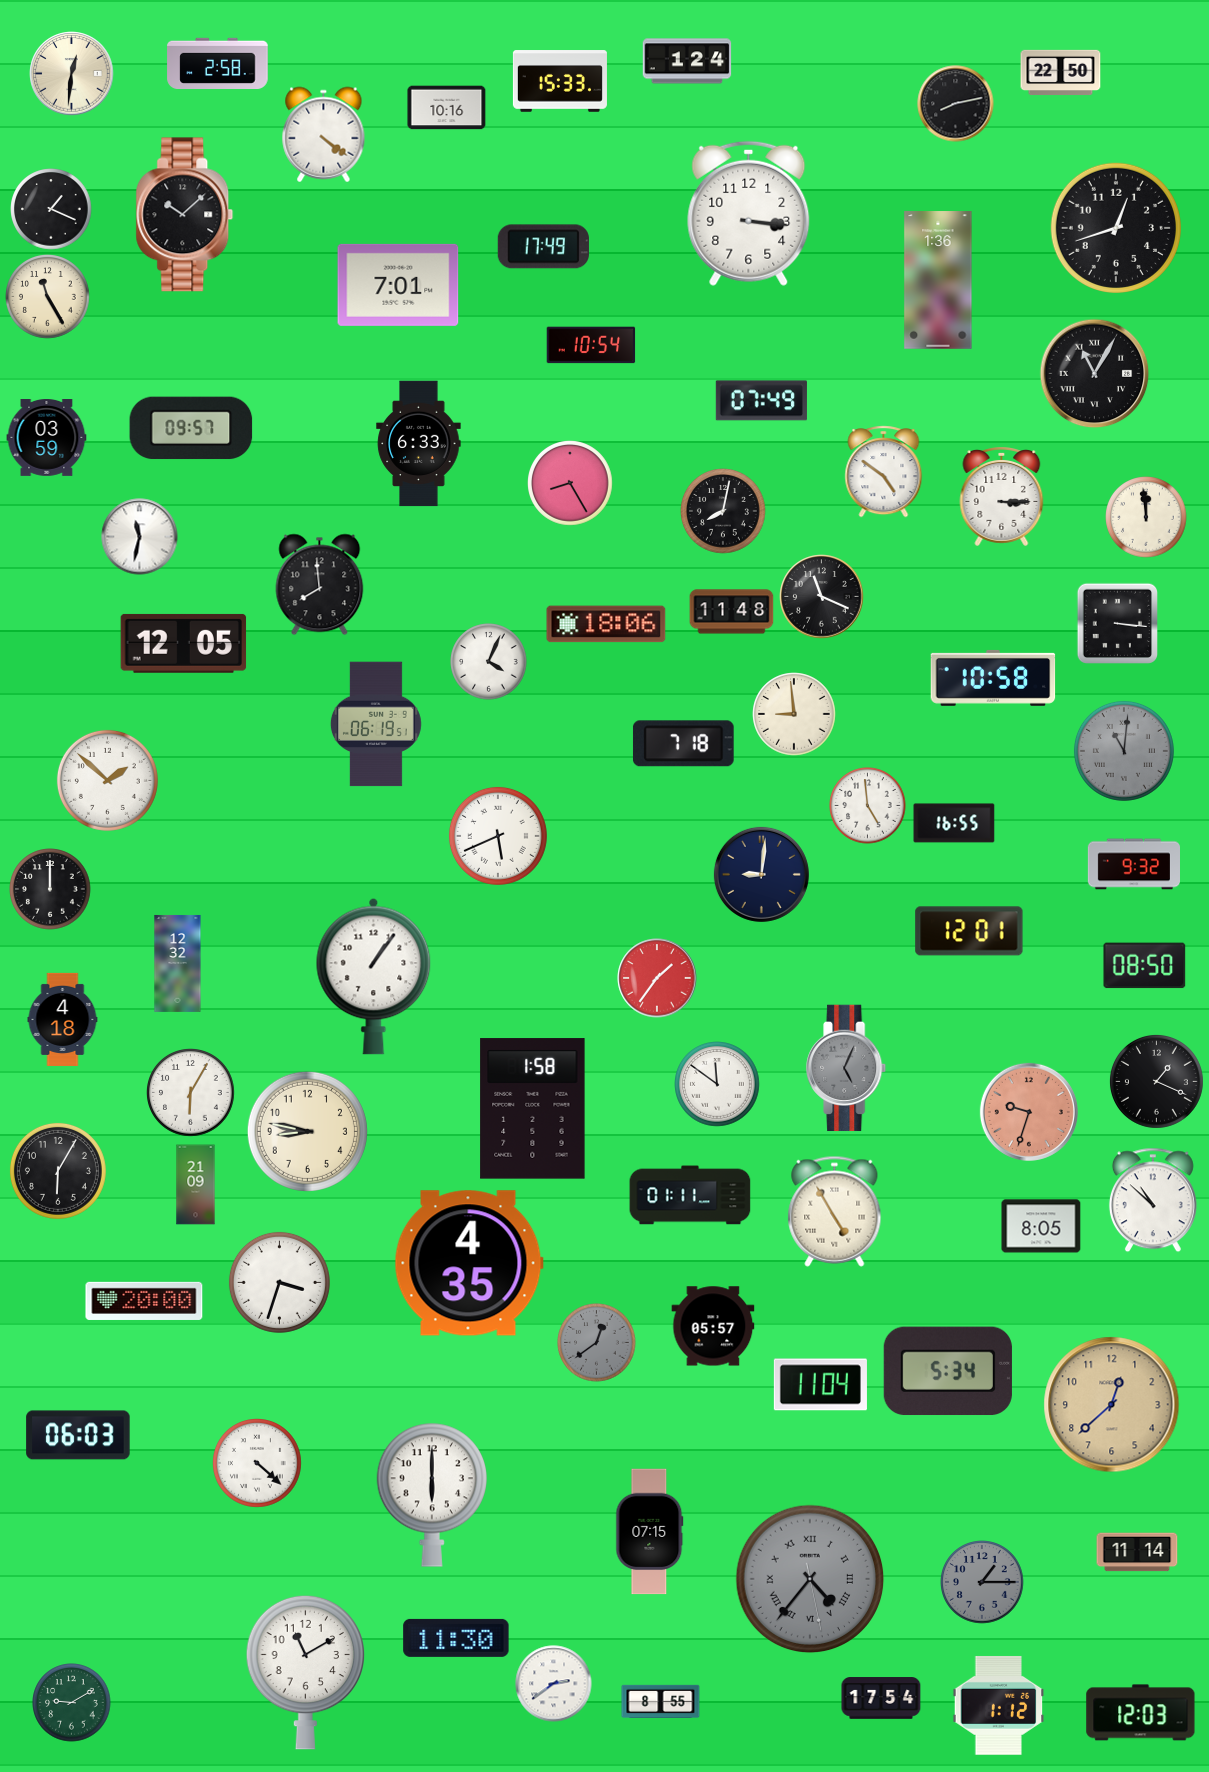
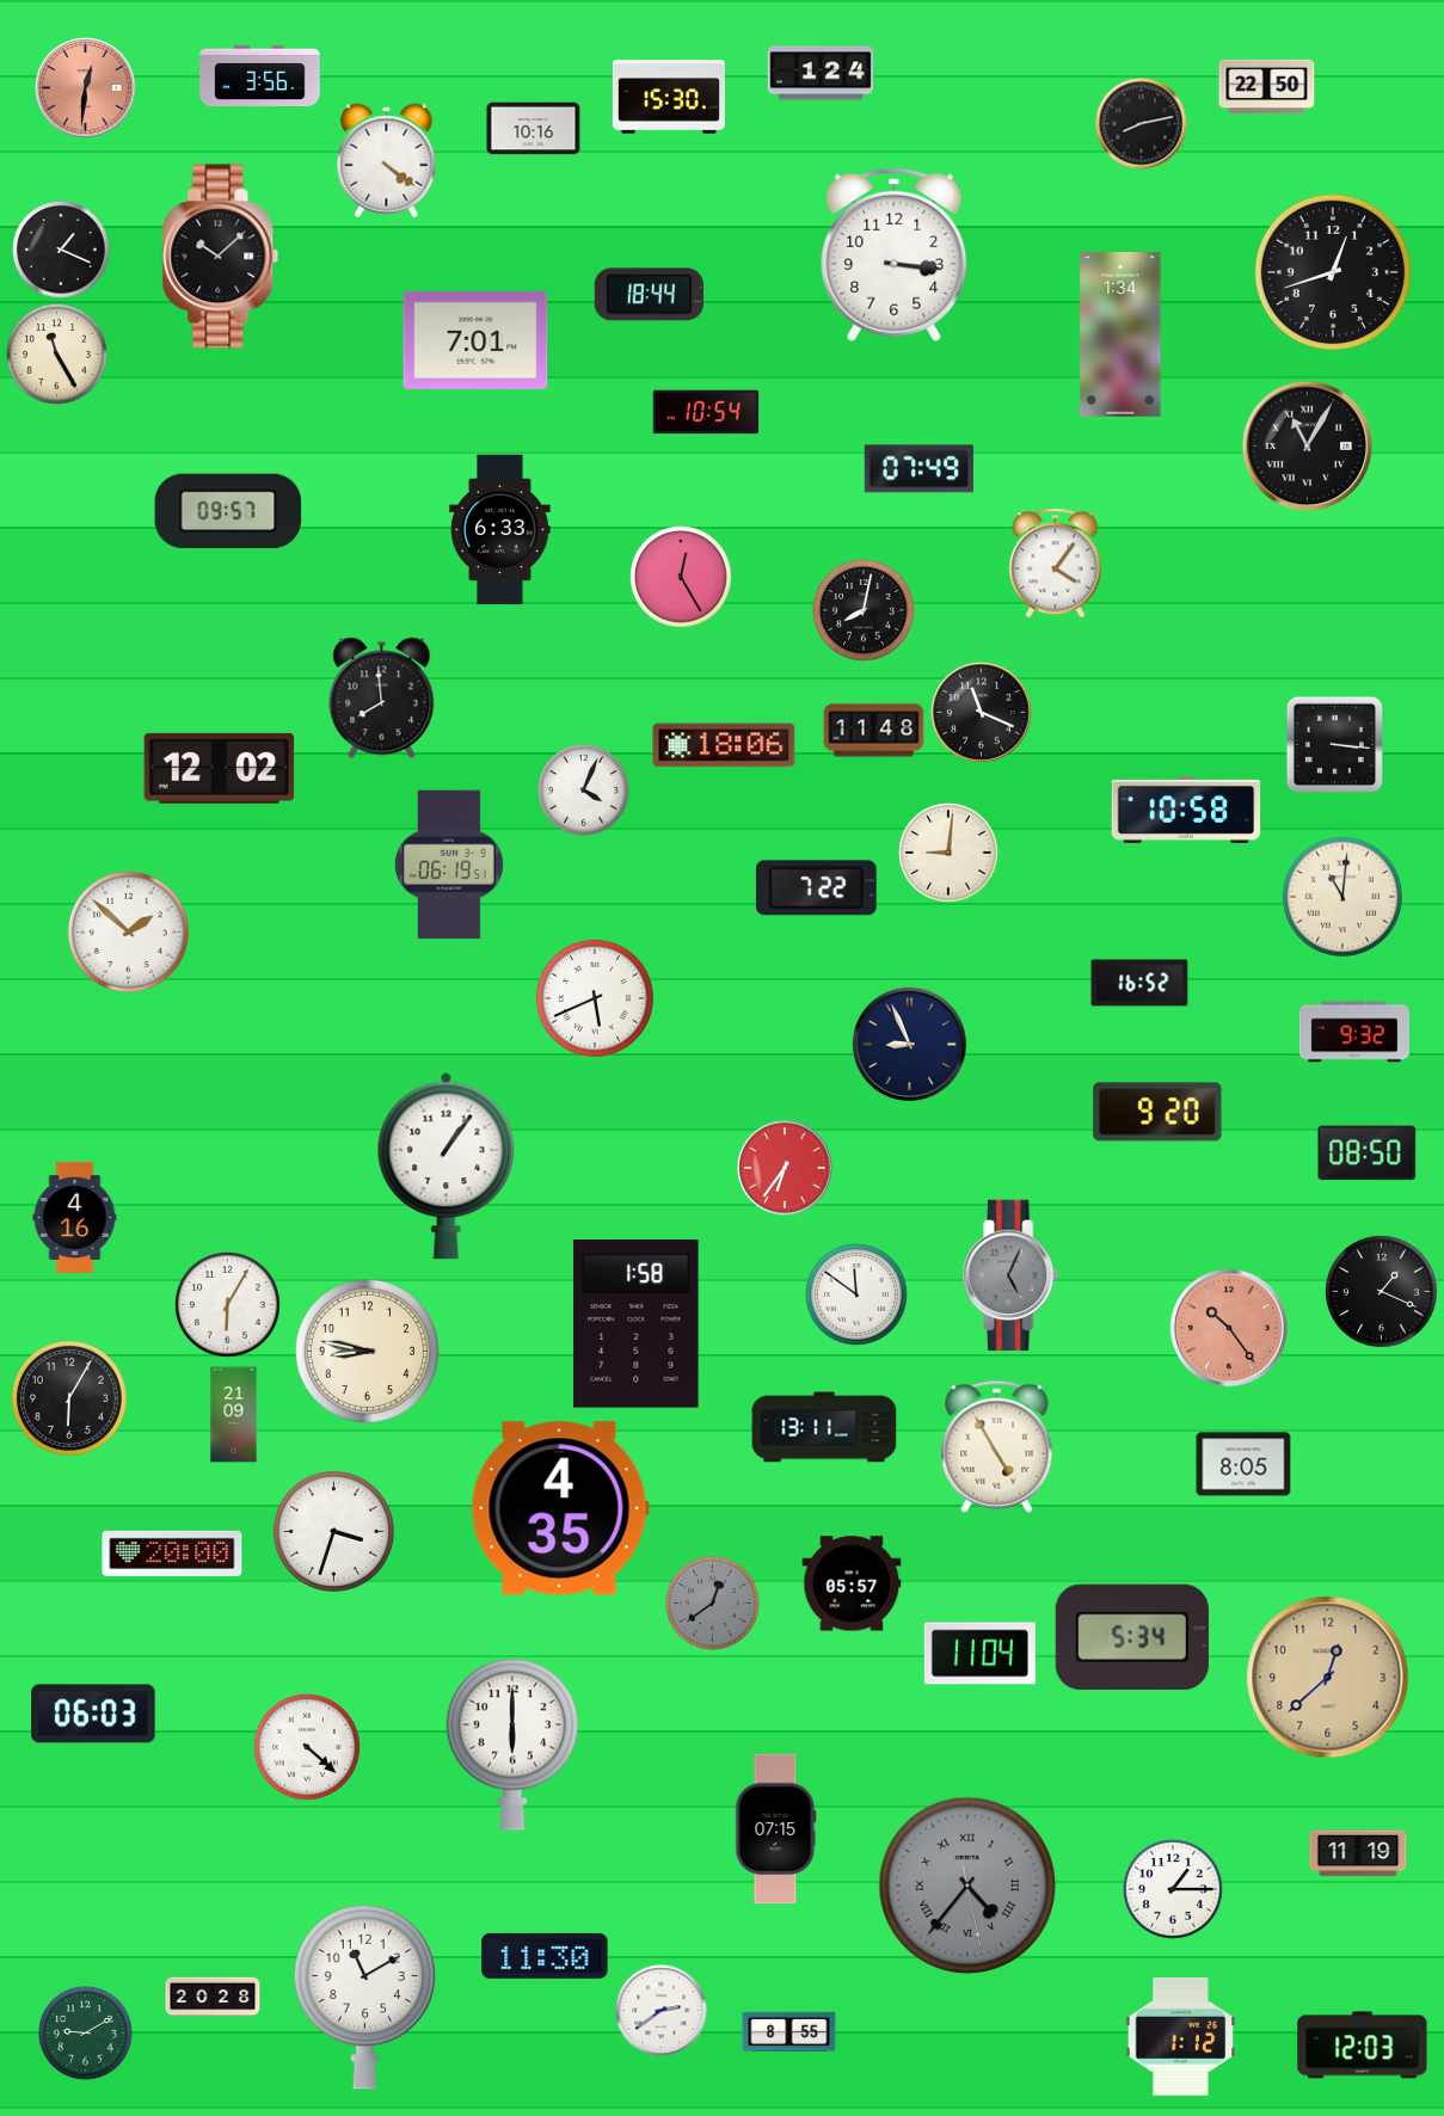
clock at (218, 63): 2:58 -> 3:56
clock at (72, 74) dial: cream -> salmon
clock at (560, 81): 15:33 -> 15:30
clock at (543, 247): 17:49 -> 18:44
clock at (938, 280): 1:36 -> 1:34
clock at (761, 401) position: (761, 401) -> (918, 469)
clock at (47, 438): 03:59 -> none
clock at (884, 472): 4:51 -> 4:06
clock at (571, 484): 8:25 -> 12:25
clock at (1002, 497): 3:15 -> none
clock at (1146, 517): 11:59 -> none
clock at (140, 537): 11:32 -> none
clock at (184, 643): 12:05 -> 12:02
clock at (794, 714): 8:59 -> 9:01
clock at (683, 744): 7:18 -> 7:22
clock at (1124, 751) dial: grey -> cream
clock at (868, 806): 4:59 -> none
clock at (954, 823): 16:55 -> 16:52
clock at (761, 874): 9:01 -> 8:56
clock at (50, 889): 12:00 -> none
clock at (969, 931): 12:01 -> 9:20
clock at (178, 964): 12:32 -> none
clock at (657, 978): 1:36 -> 6:36
clock at (63, 1019): 4:18 -> 4:16
clock at (1029, 1112): 9:33 -> 10:24
clock at (690, 1195): 01:11 -> 13:11
clock at (1153, 1200): 10:52 -> none
clock at (432, 1495) position: (432, 1495) -> (512, 1745)
clock at (1137, 1552): 11:14 -> 11:19
clock at (982, 1582) dial: grey -> white
clock at (213, 1997): none -> 20:28
clock at (881, 1698): 17:54 -> none
clock at (999, 1706) position: (999, 1706) -> (1181, 2037)
